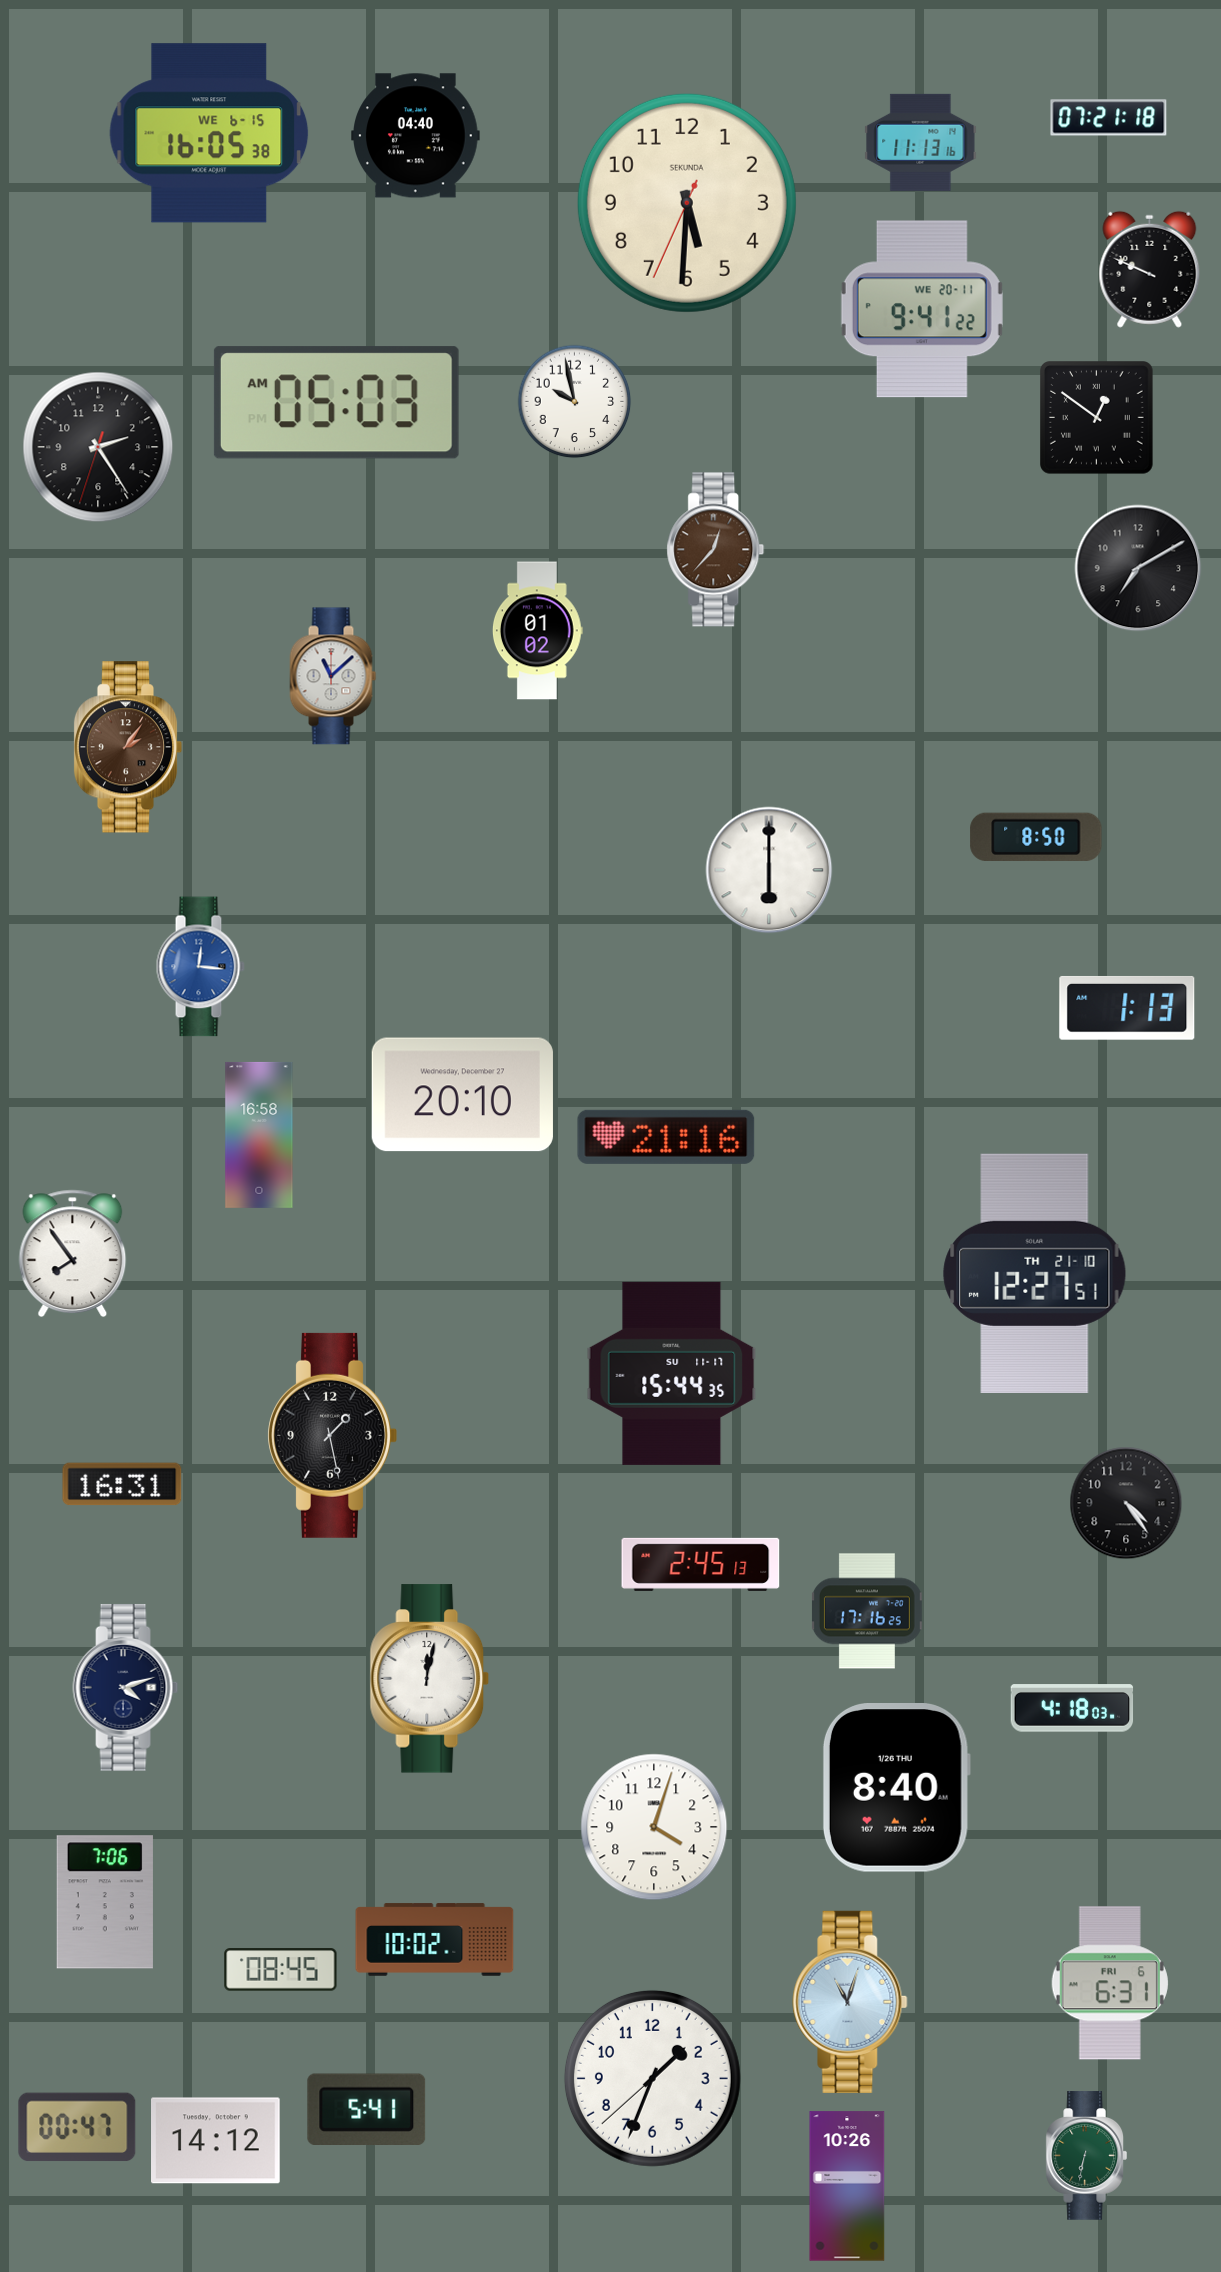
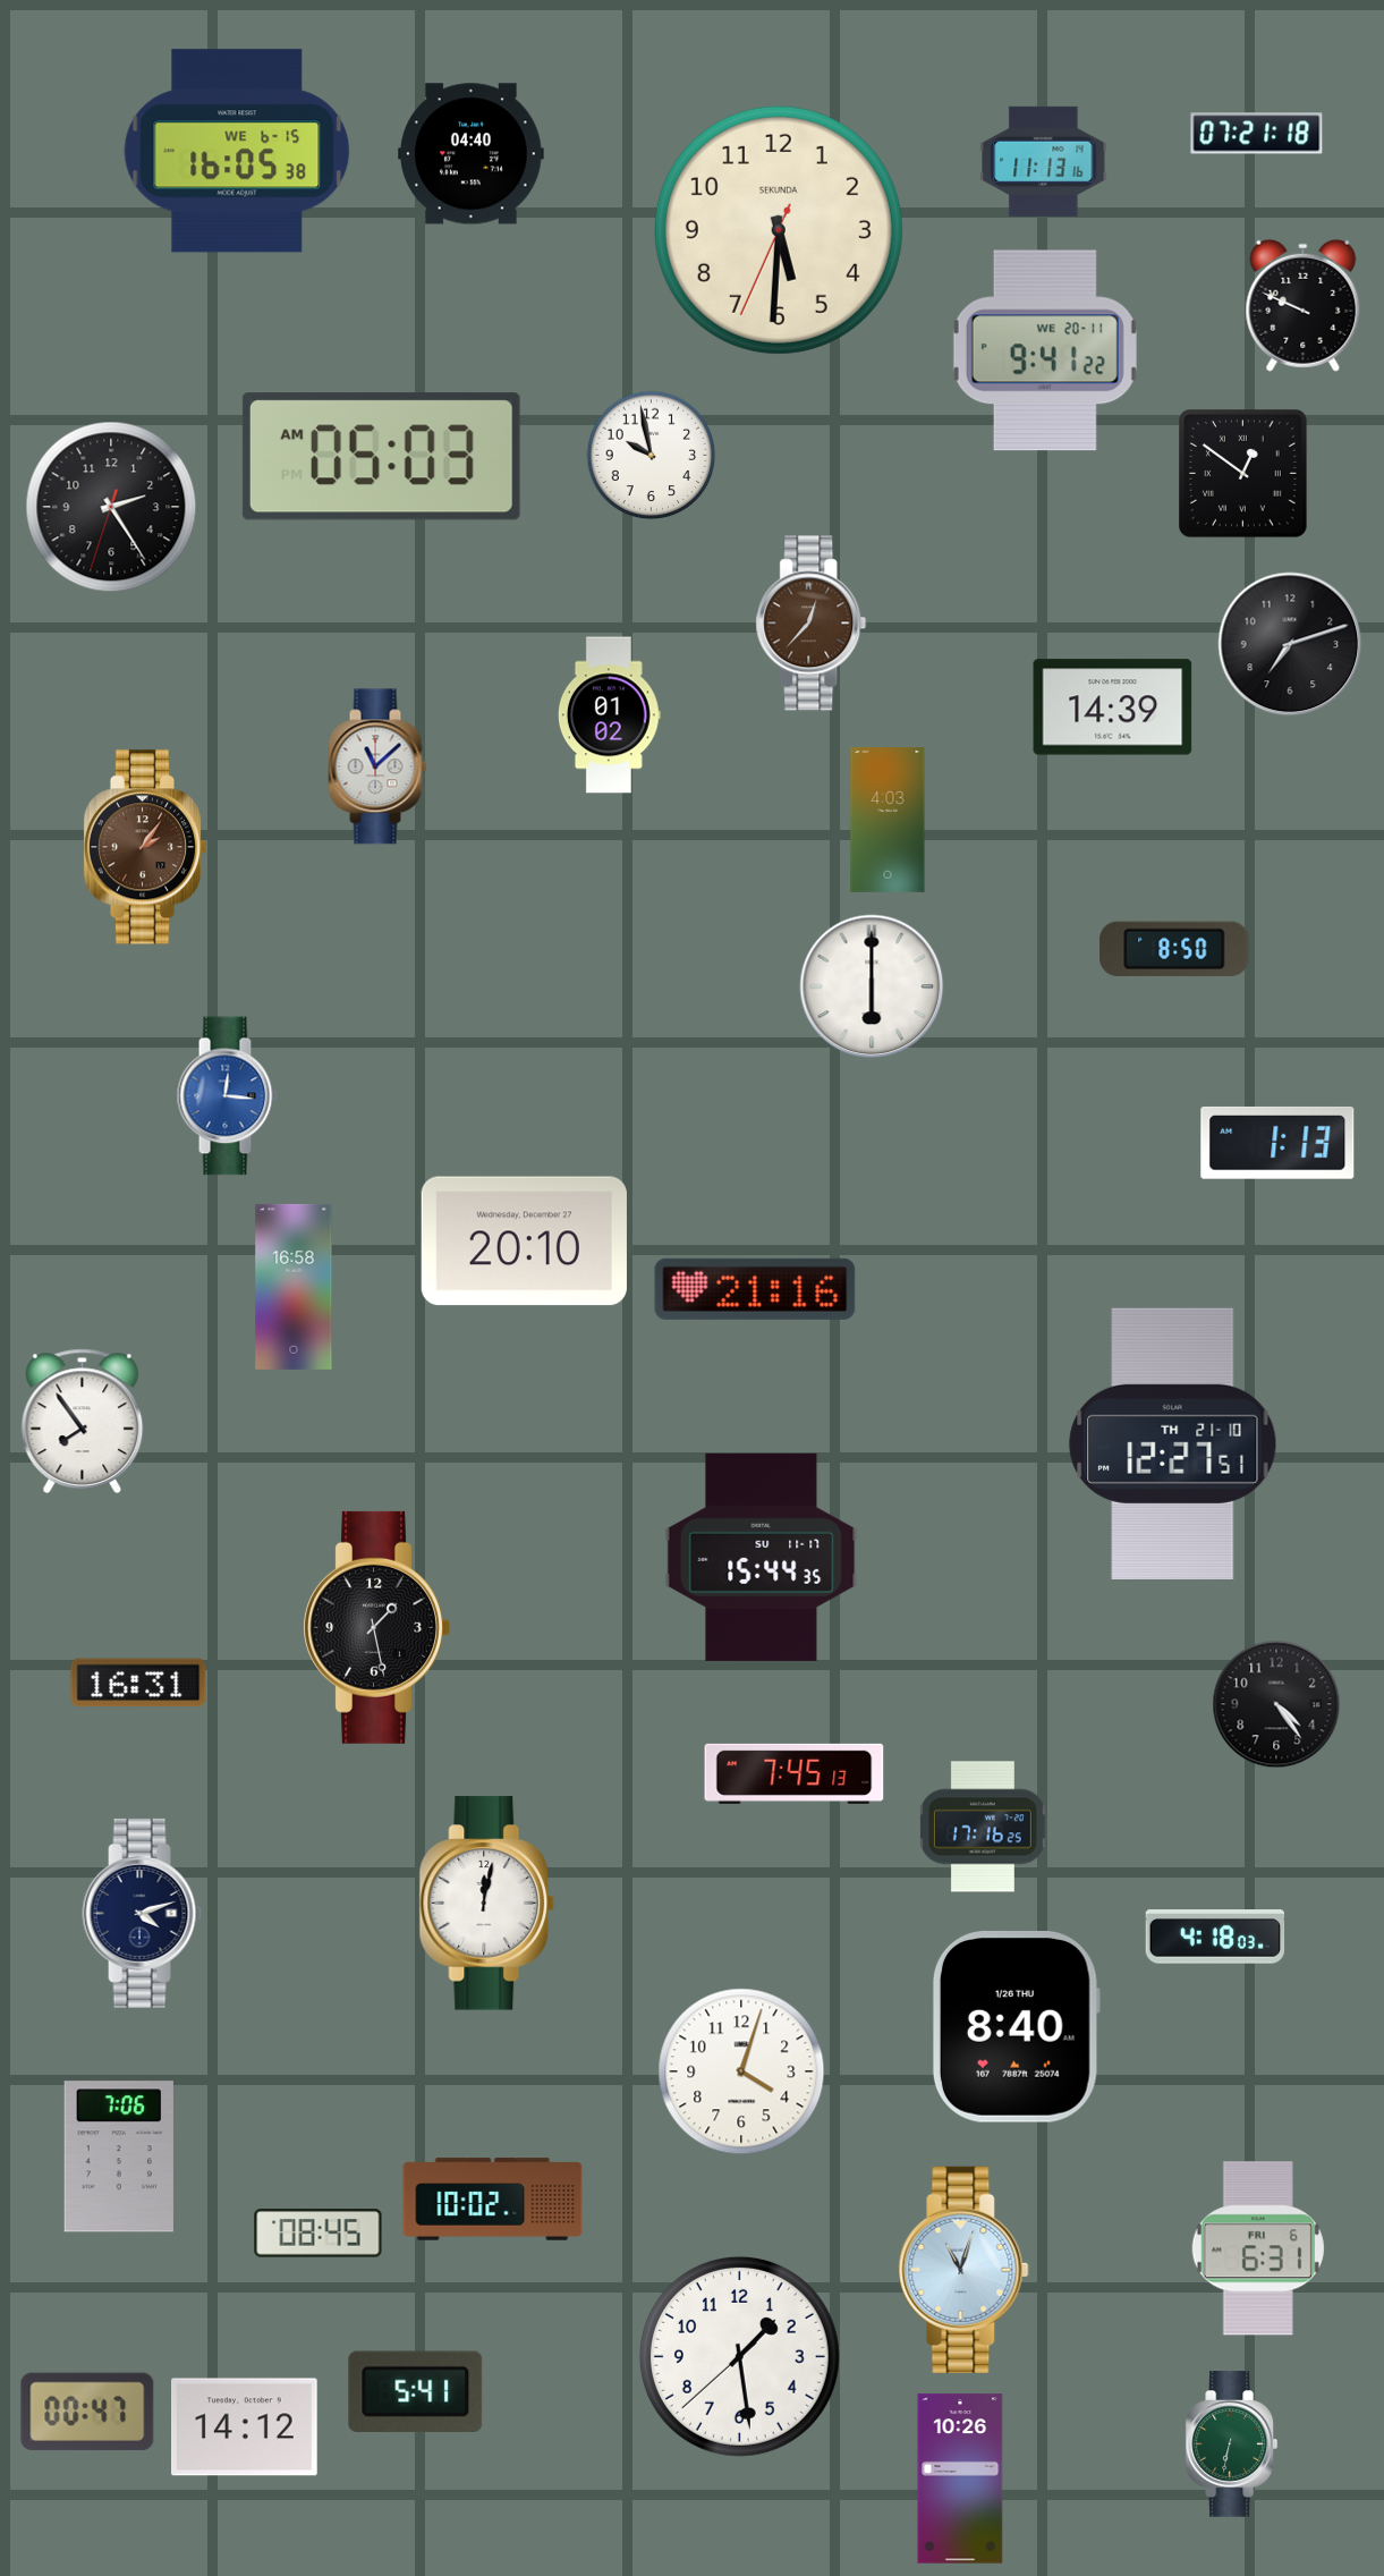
clock at (1138, 568): 7:10 -> 7:12
clock at (1113, 707): none -> 14:39
clock at (888, 821): none -> 4:03
clock at (701, 1564): 2:45 -> 7:45
clock at (652, 2078): 1:33 -> 1:28
